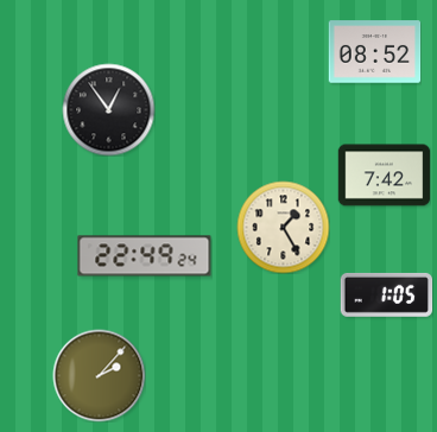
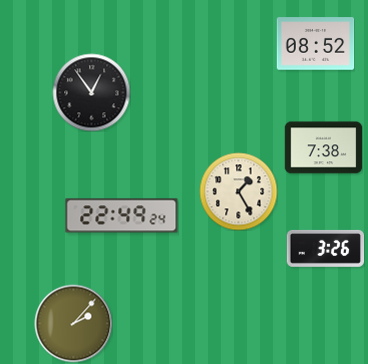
clock at (384, 176): 7:42 -> 7:38
clock at (386, 294): 1:05 -> 3:26
clock at (99, 375) position: (99, 375) -> (73, 323)
